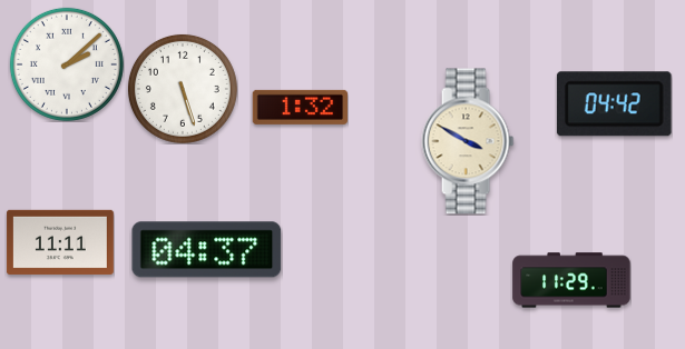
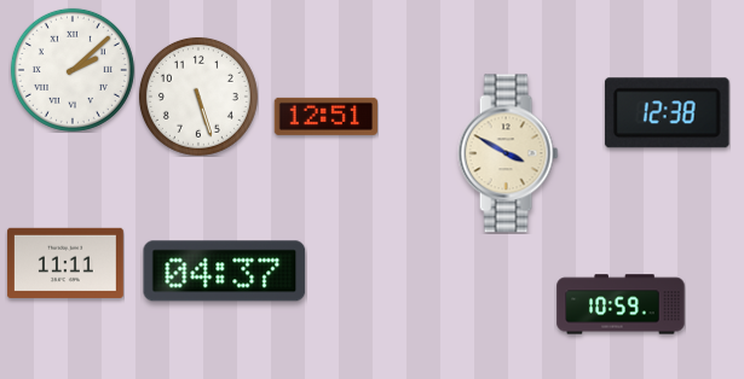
clock at (614, 104): 04:42 -> 12:38
clock at (300, 107): 1:32 -> 12:51
clock at (571, 280): 11:29 -> 10:59
